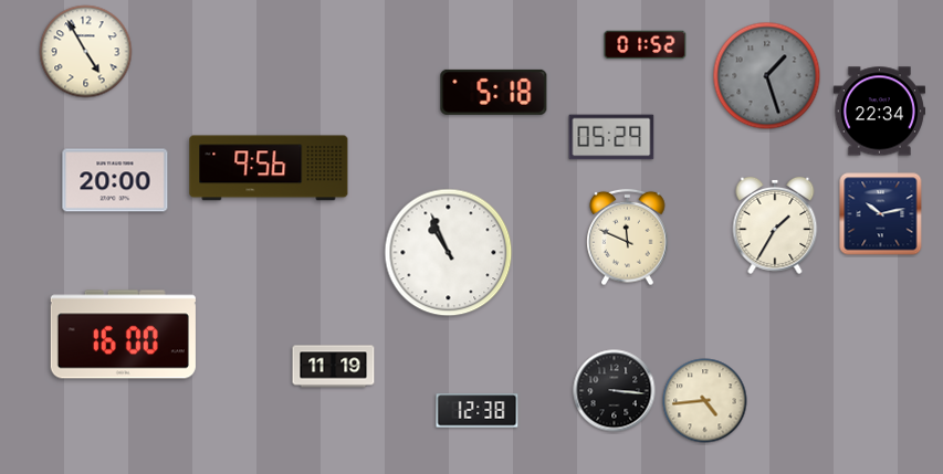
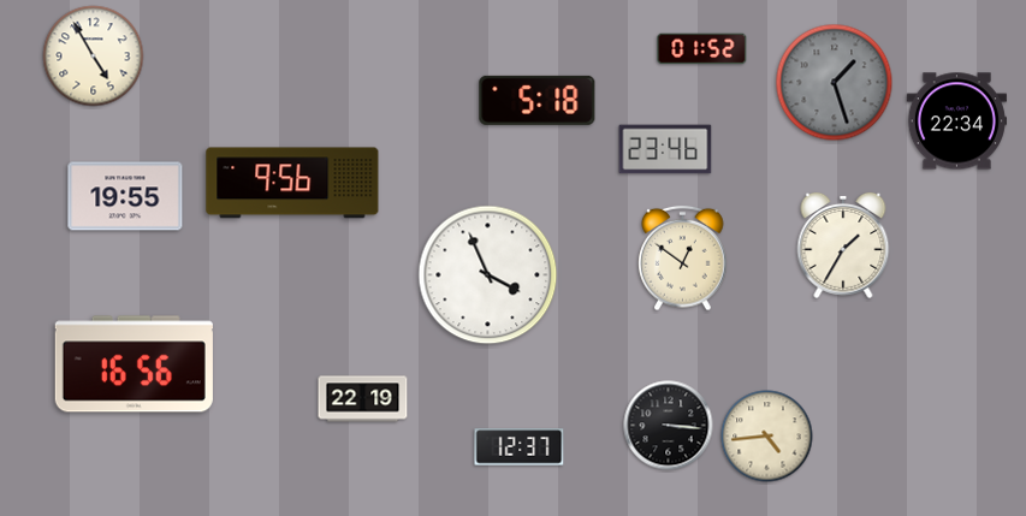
clock at (611, 137): 05:29 -> 23:46
clock at (115, 180): 20:00 -> 19:55
clock at (881, 214): 10:13 -> none
clock at (628, 238): 11:49 -> 12:51
clock at (449, 253): 10:56 -> 3:56
clock at (123, 335): 16:00 -> 16:56
clock at (334, 367): 11:19 -> 22:19
clock at (478, 411): 12:38 -> 12:37
